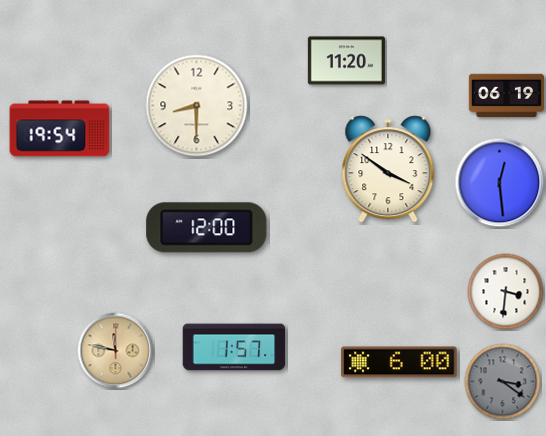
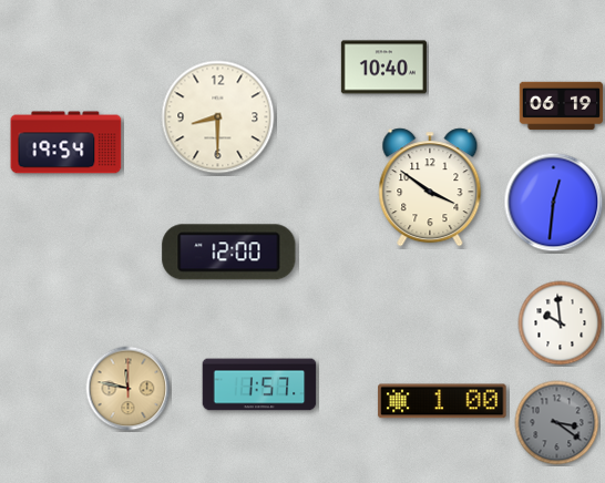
clock at (346, 61): 11:20 -> 10:40
clock at (500, 183): 12:29 -> 12:31
clock at (506, 292): 3:31 -> 9:59
clock at (399, 362): 6:00 -> 1:00
